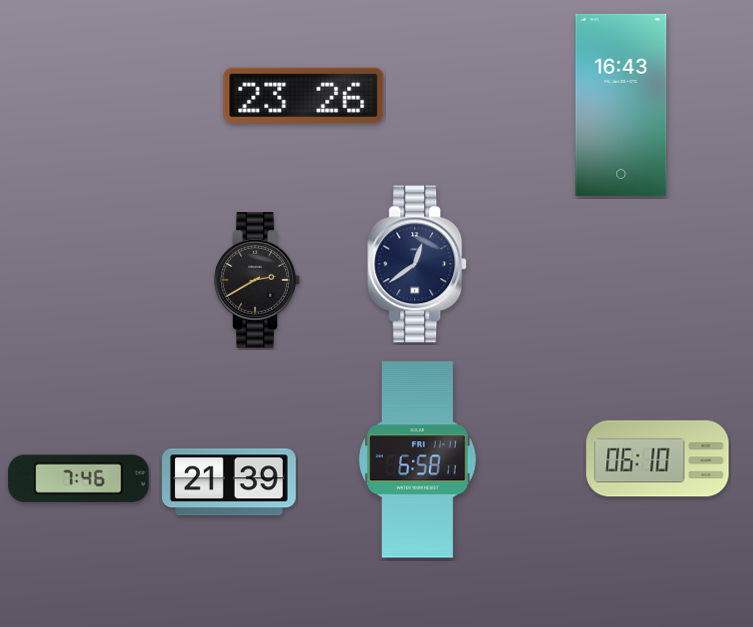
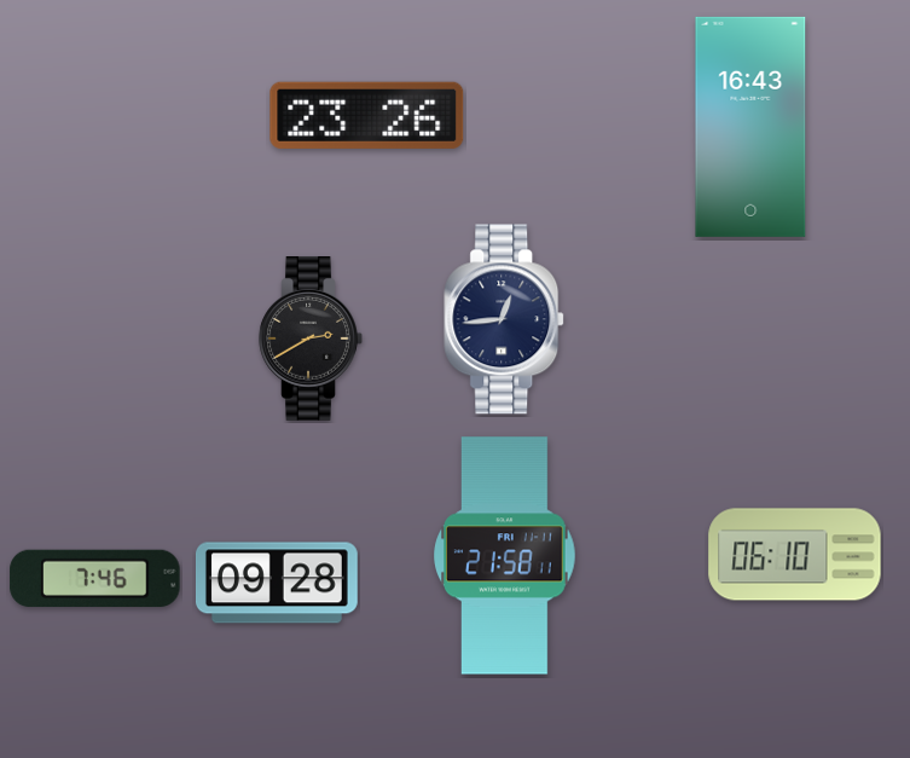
clock at (418, 264): 12:39 -> 12:44
clock at (418, 460): 6:58 -> 21:58
clock at (229, 482): 21:39 -> 09:28
